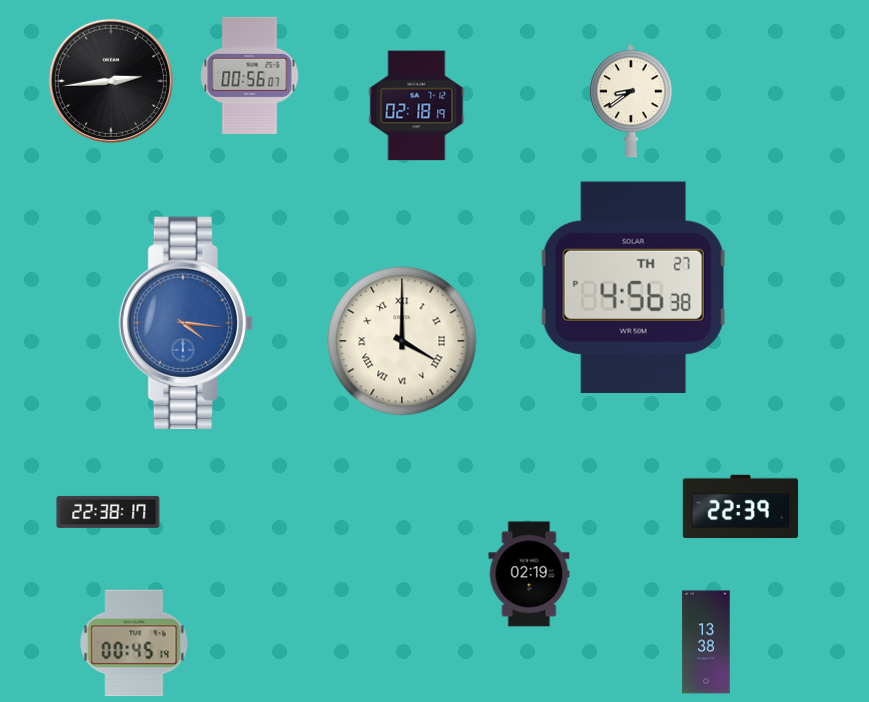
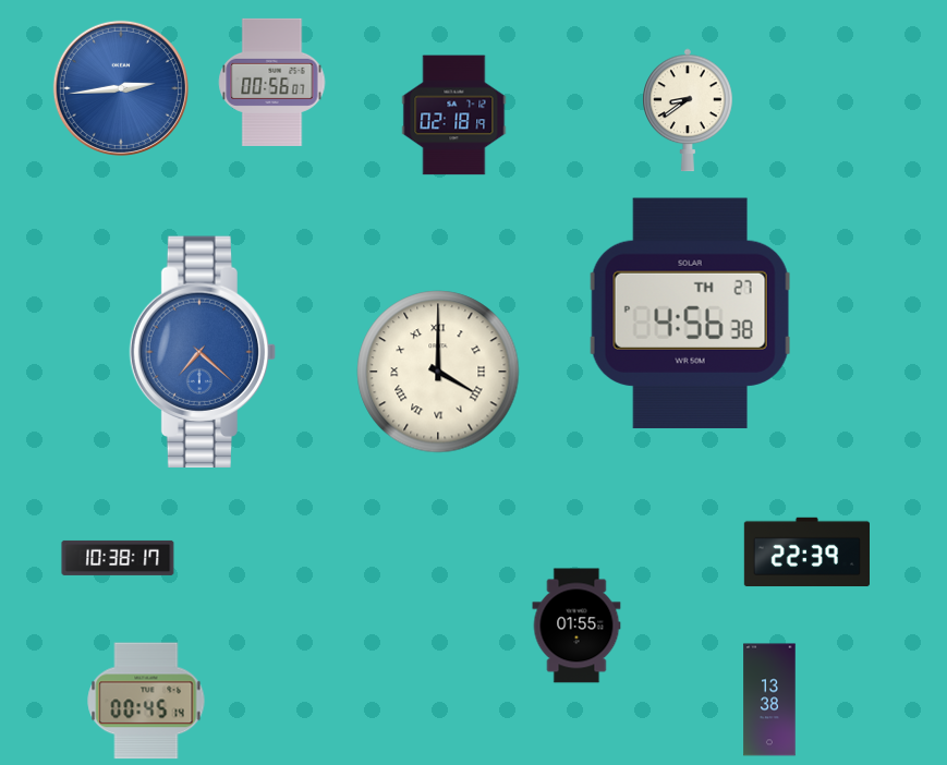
clock at (111, 81) dial: black -> blue
clock at (186, 322): 4:16 -> 7:22
clock at (108, 512): 22:38 -> 10:38
clock at (529, 574): 02:19 -> 01:55
